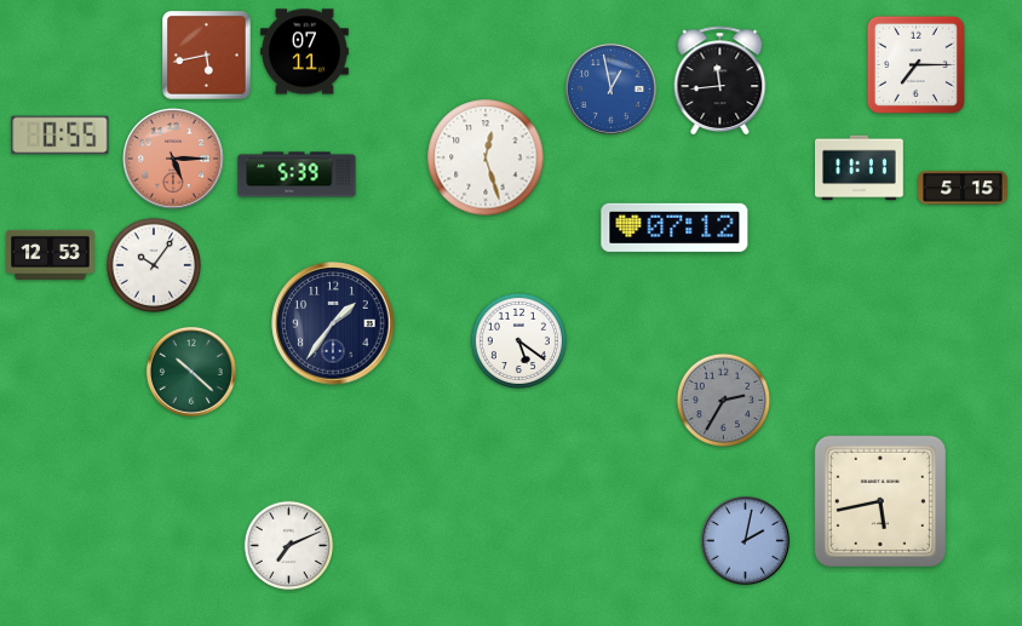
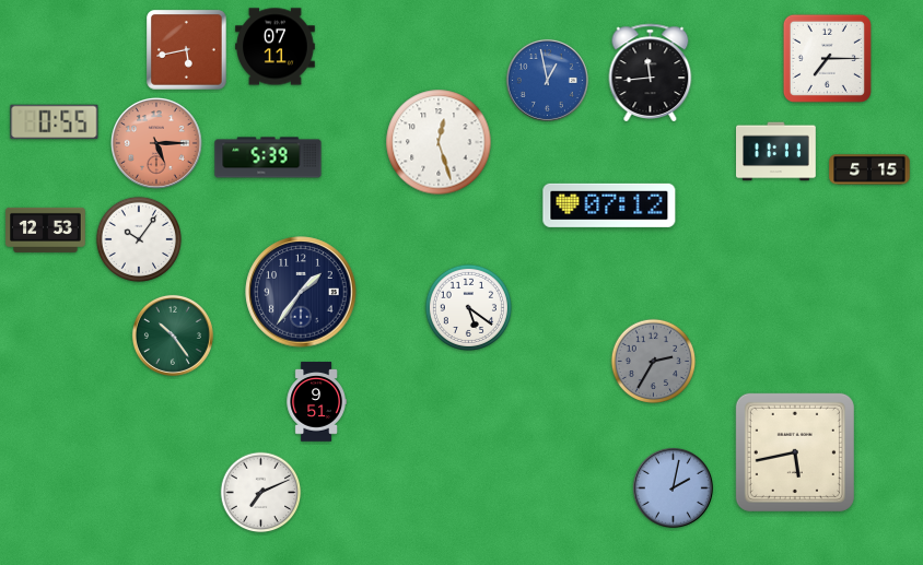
clock at (610, 88) position: (610, 88) -> (547, 80)
clock at (191, 372): 10:22 -> 10:24
clock at (316, 402): none -> 9:51
